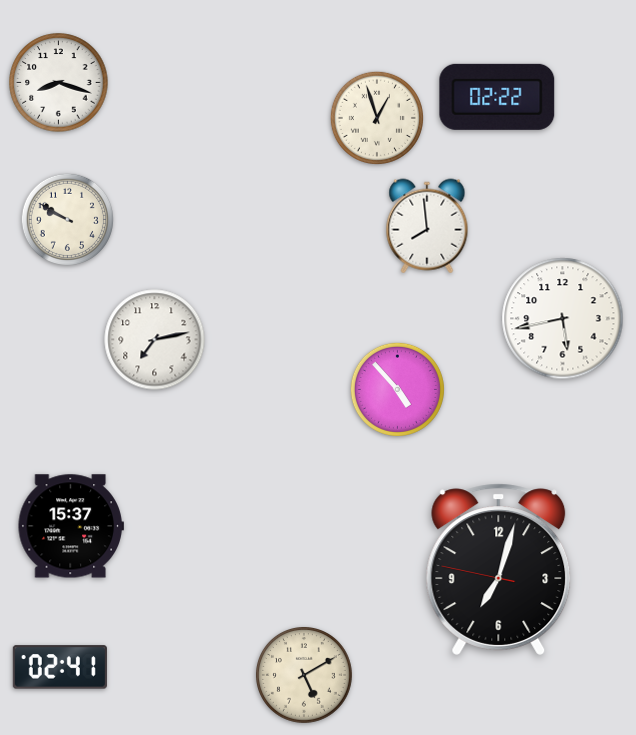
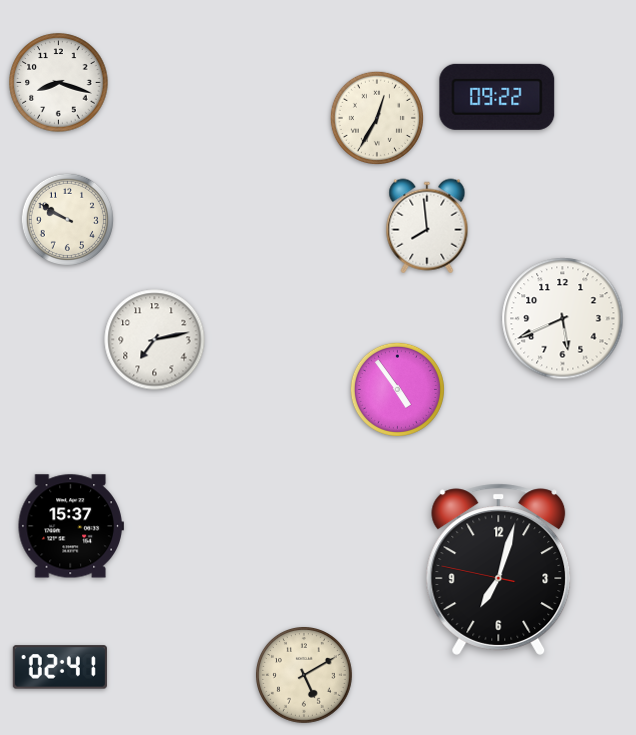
clock at (497, 97): 02:22 -> 09:22
clock at (377, 118): 12:57 -> 12:35
clock at (563, 319): 5:43 -> 5:41
clock at (397, 389): 4:53 -> 4:54
